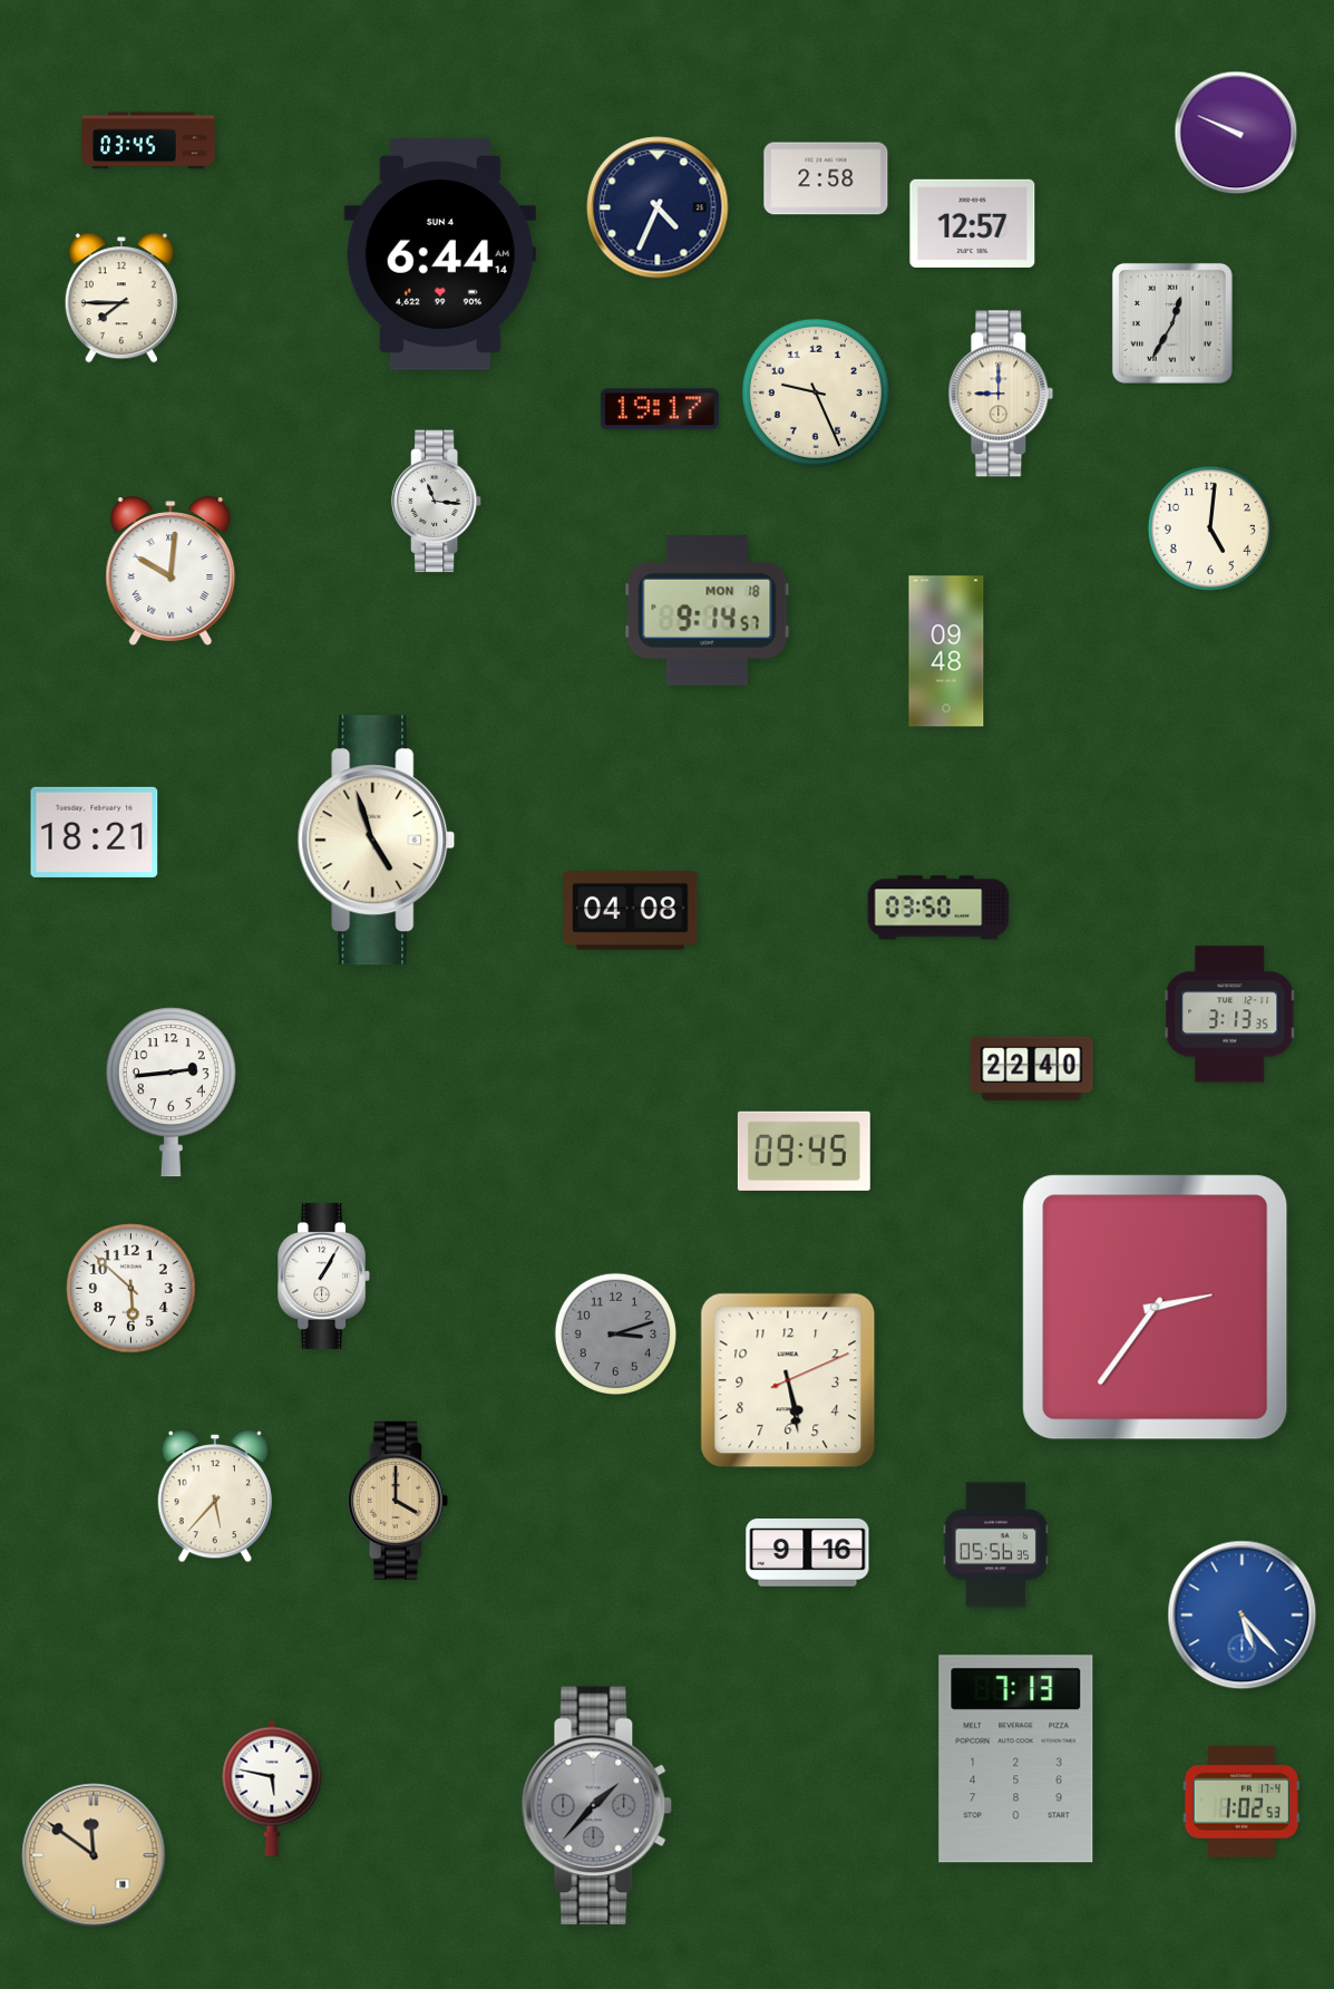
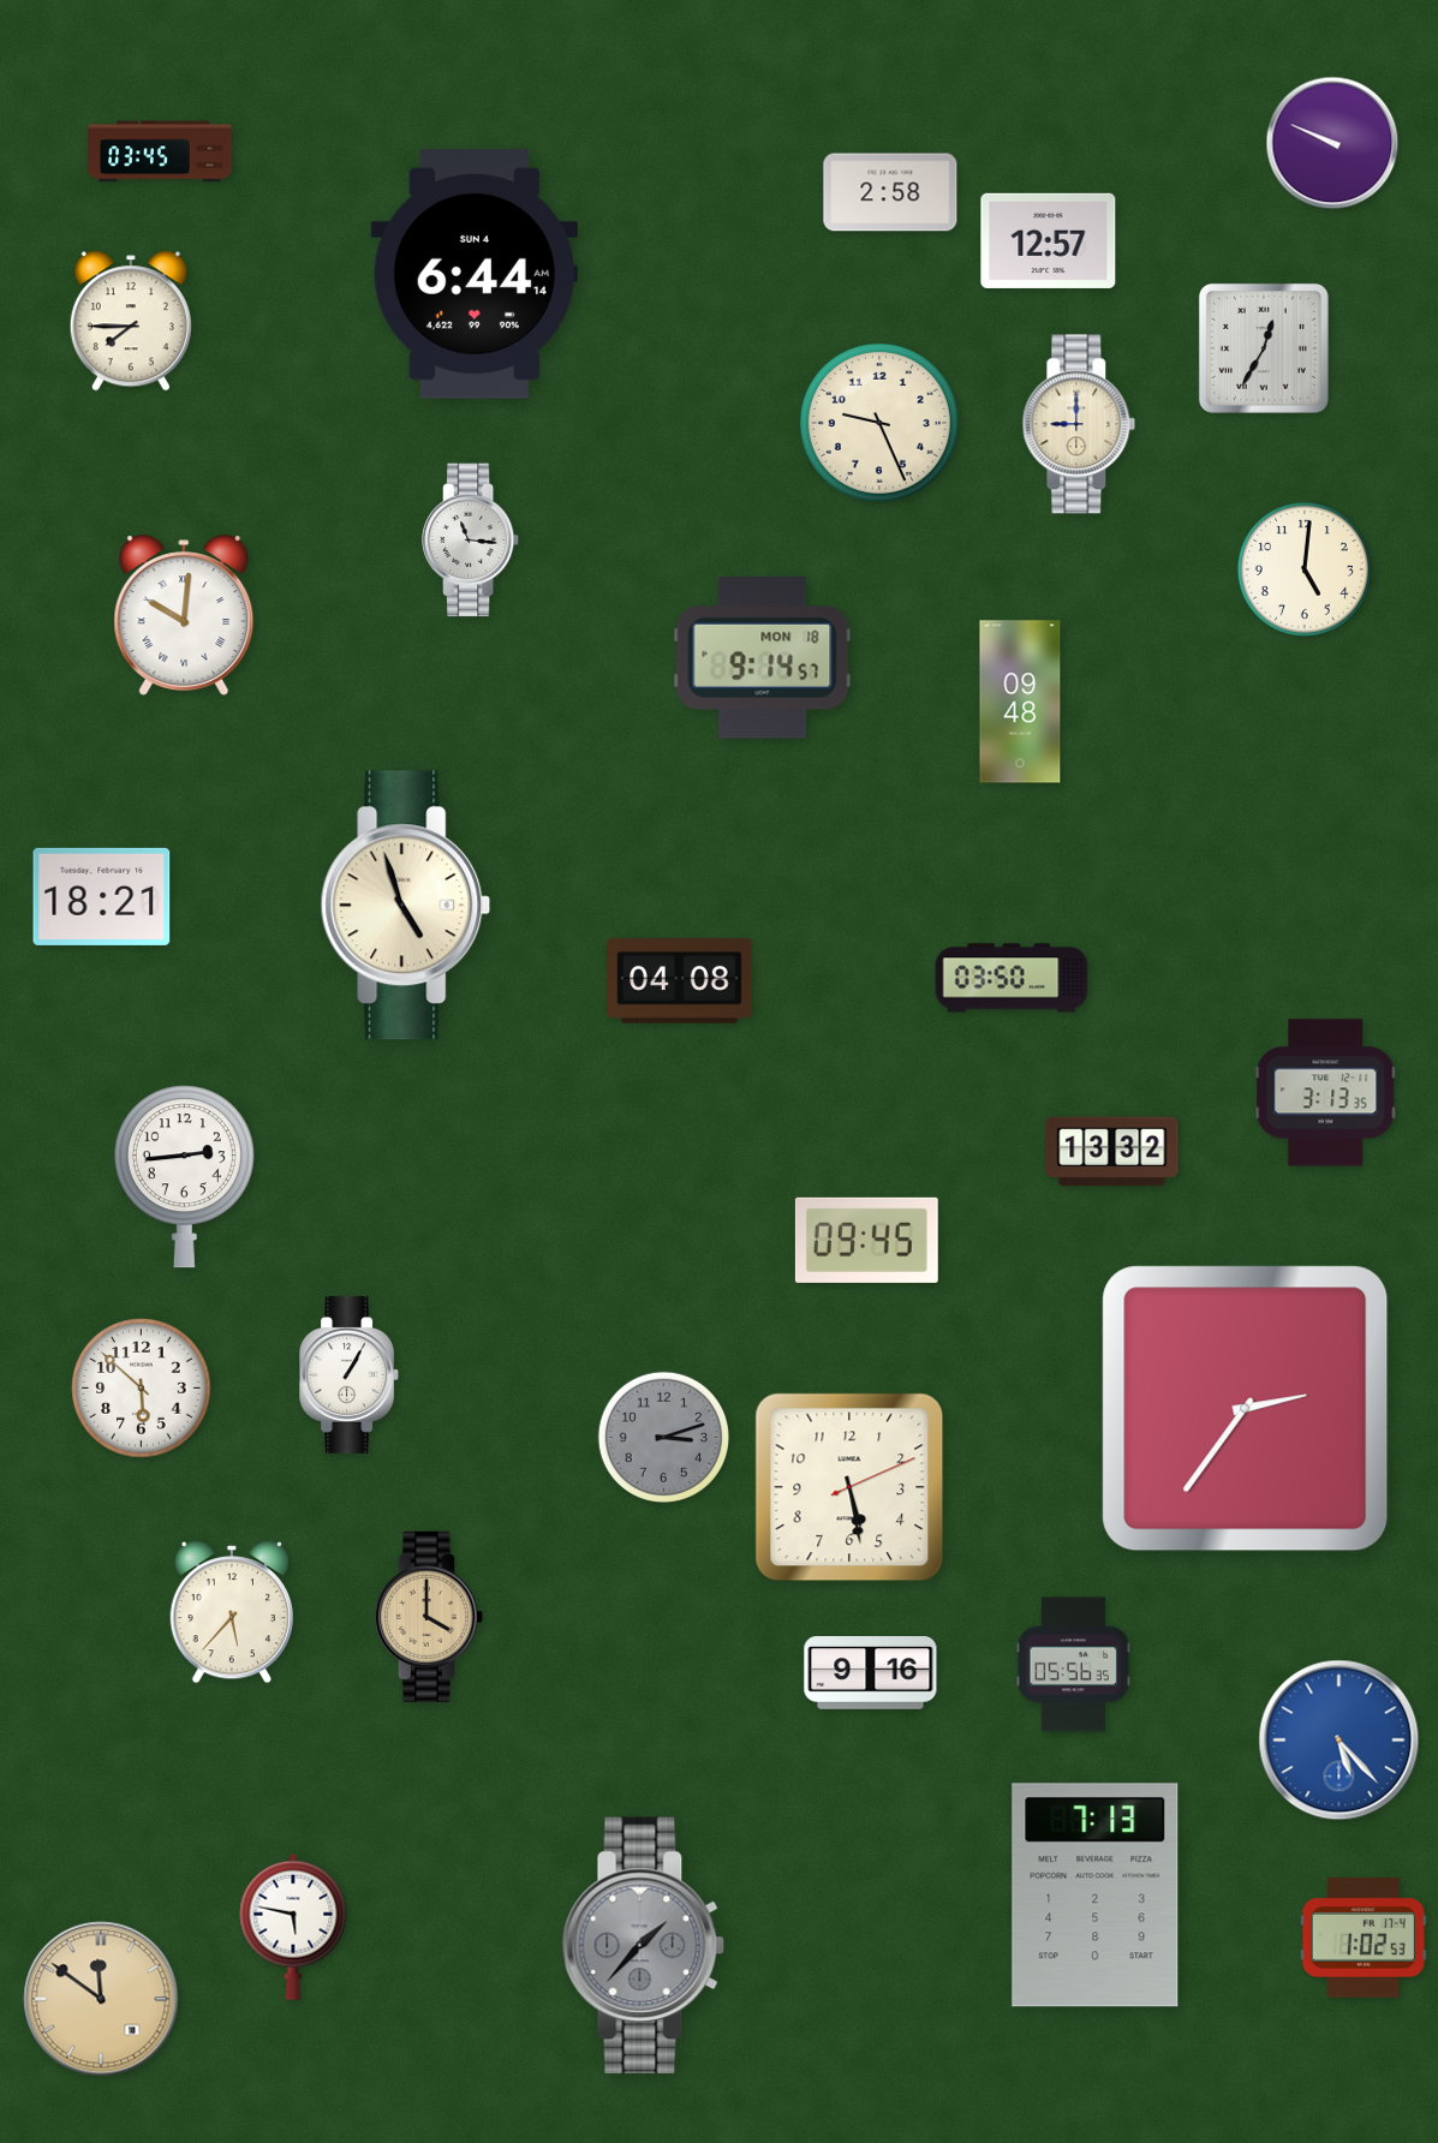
clock at (658, 207): 4:34 -> none
clock at (660, 409): 19:17 -> none
clock at (1032, 1069): 22:40 -> 13:32
clock at (1242, 1803) position: (1242, 1803) -> (1364, 1939)
